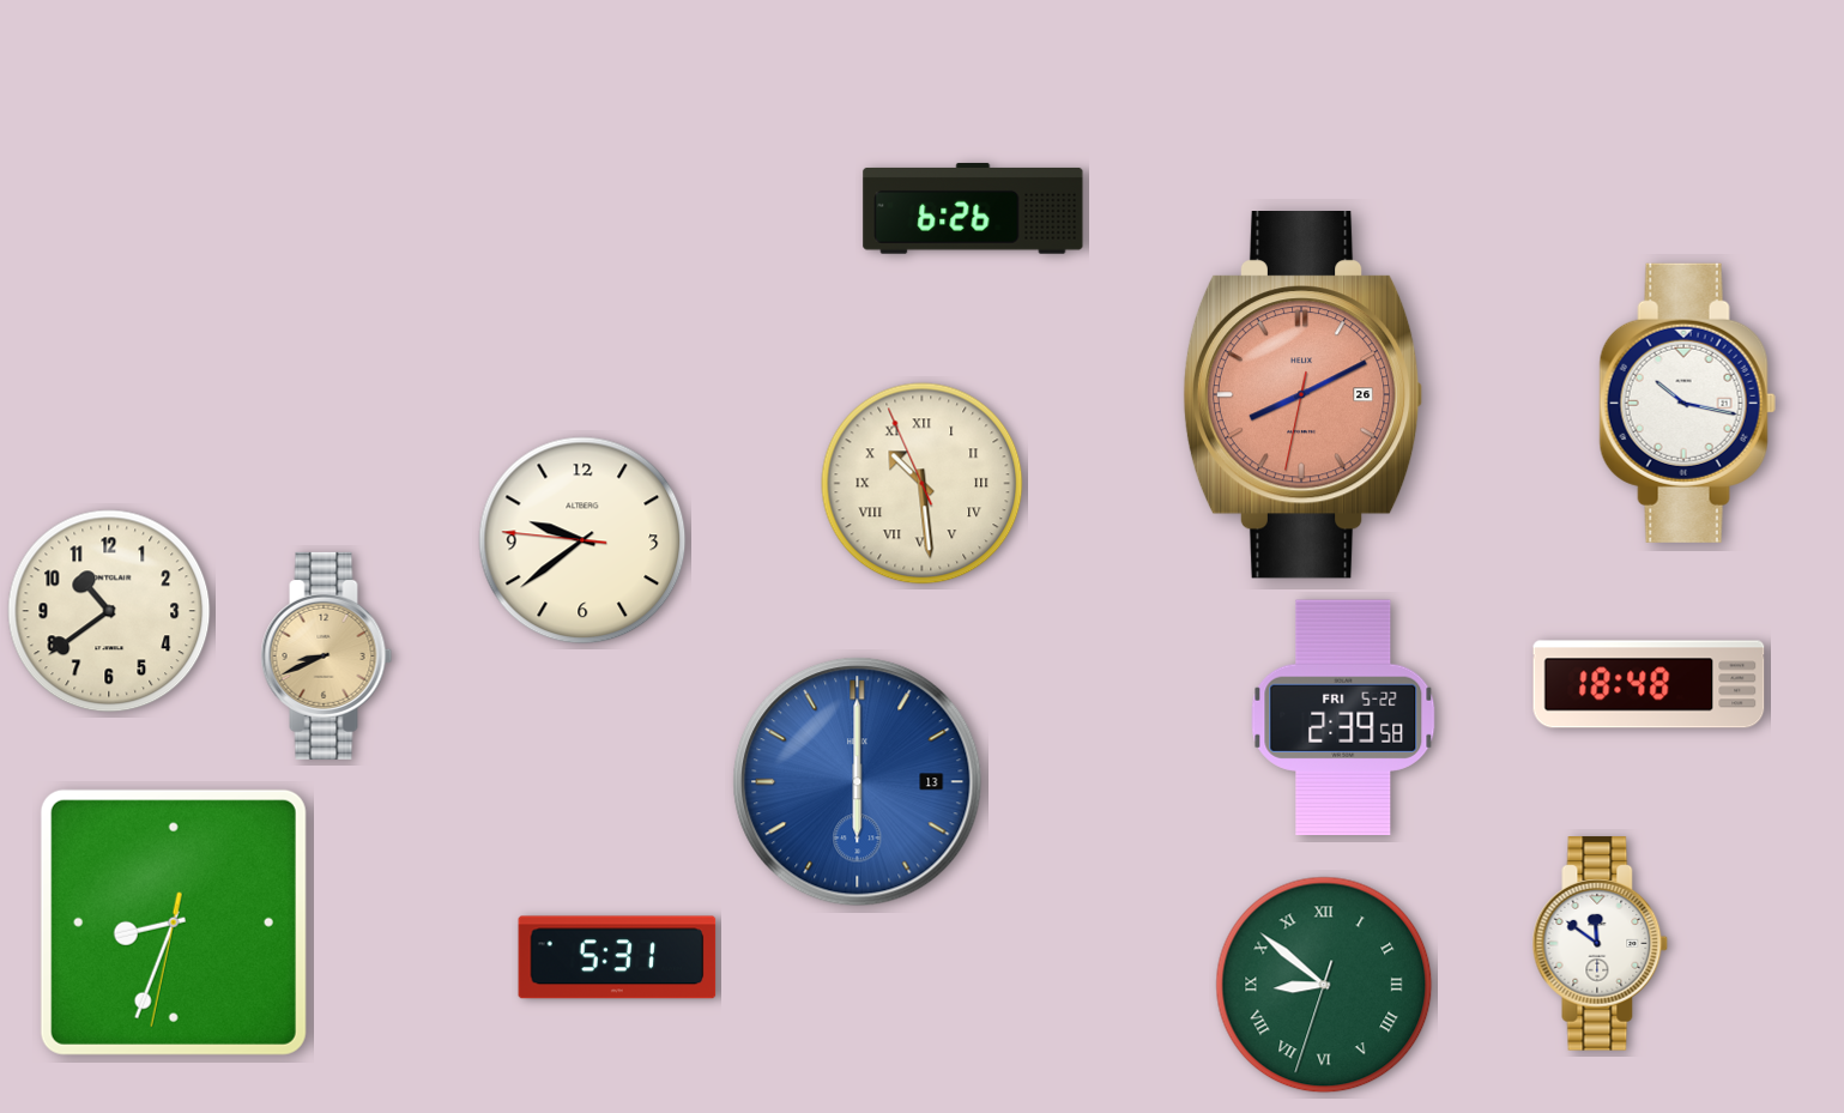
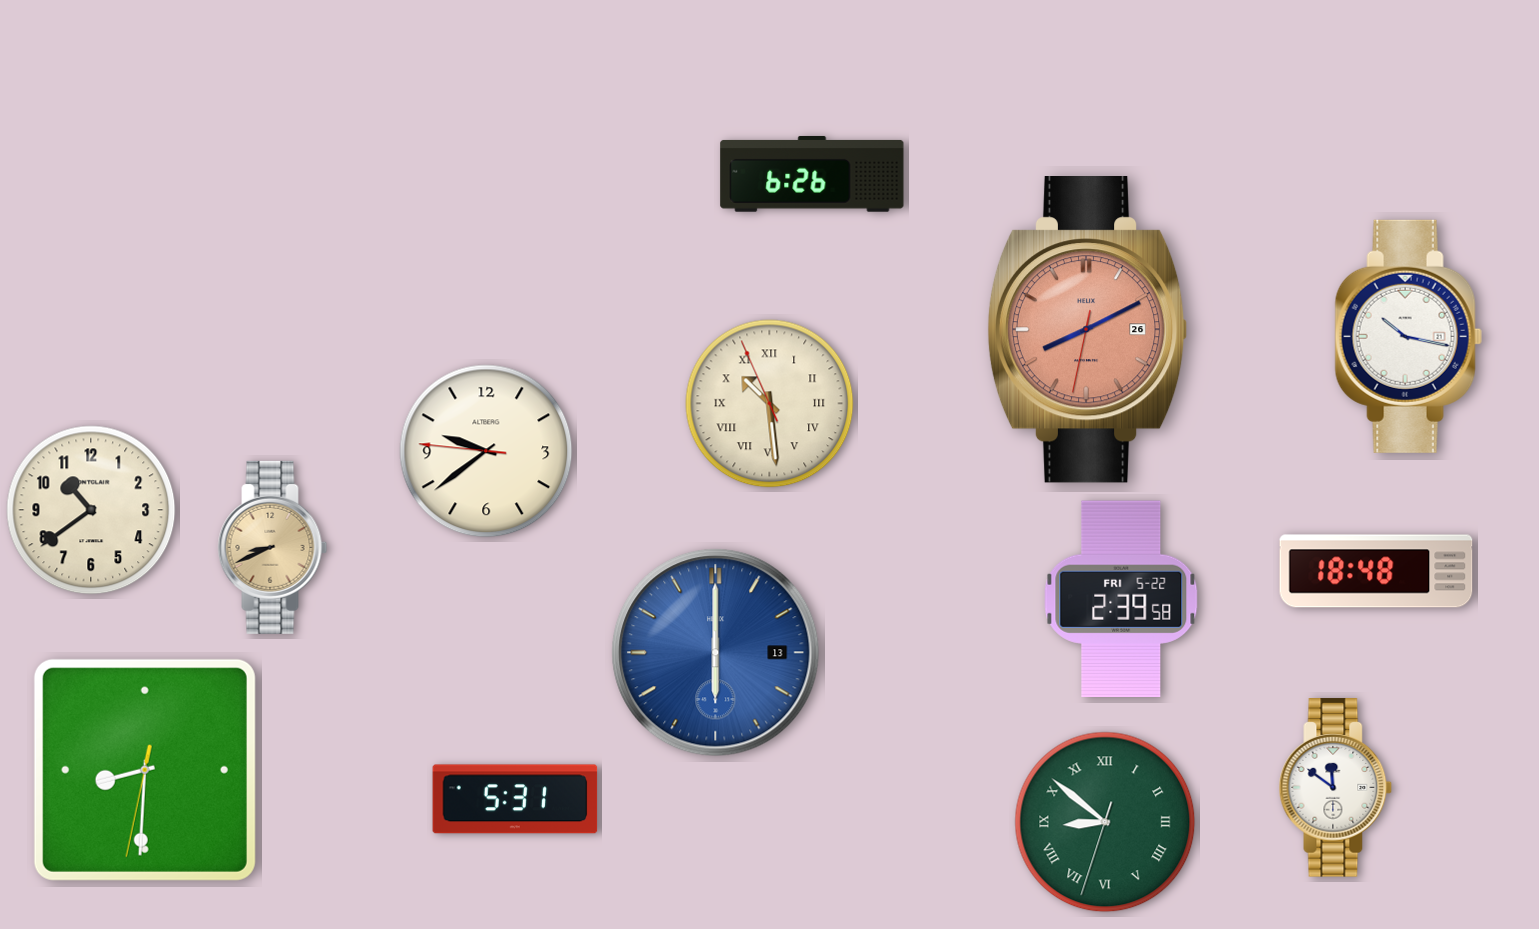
clock at (174, 923): 8:33 -> 8:30
